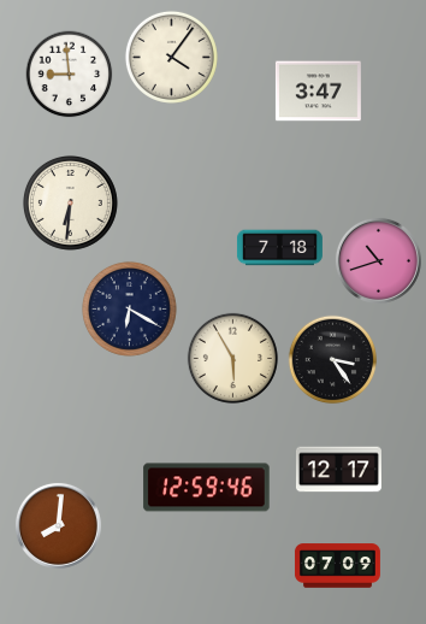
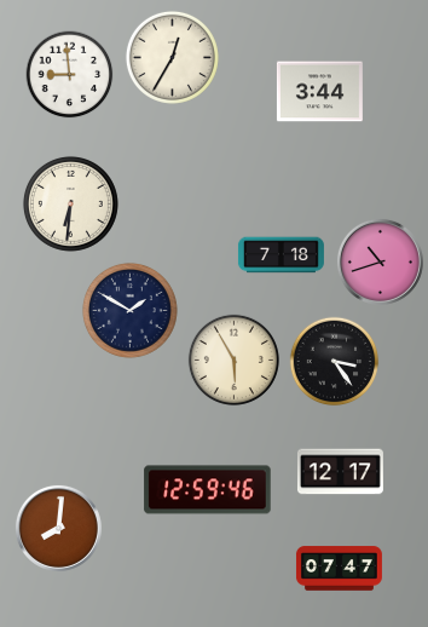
clock at (171, 57): 4:06 -> 12:35
clock at (318, 92): 3:47 -> 3:44
clock at (279, 248) position: (279, 248) -> (280, 255)
clock at (129, 308): 6:20 -> 1:50
clock at (337, 566): 07:09 -> 07:47
